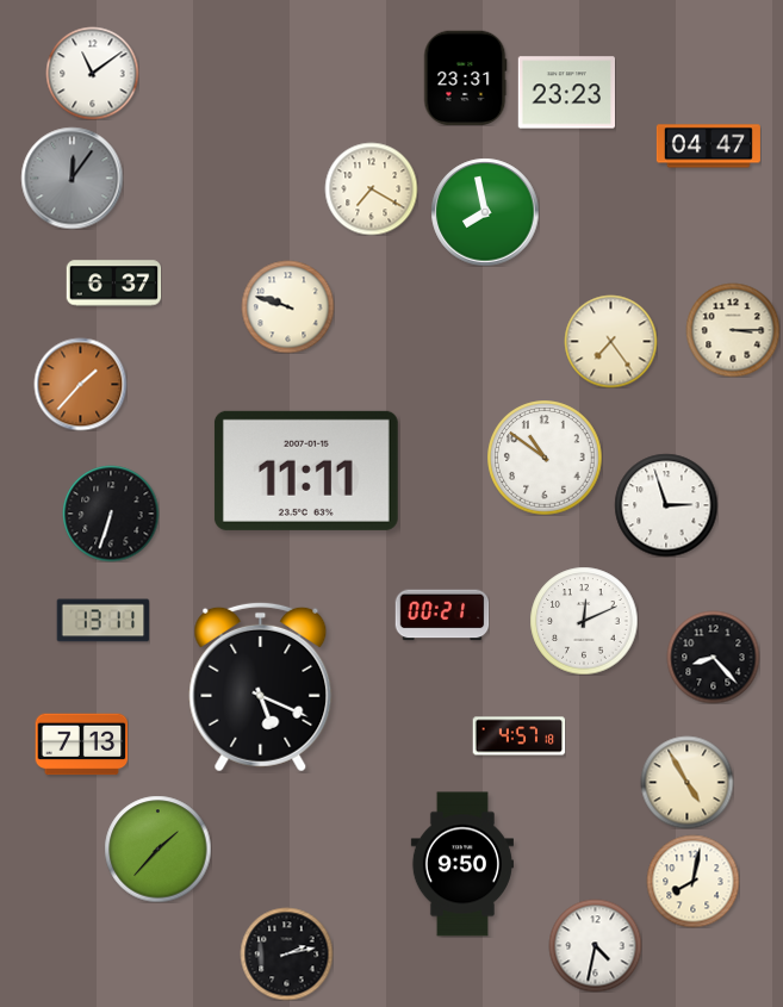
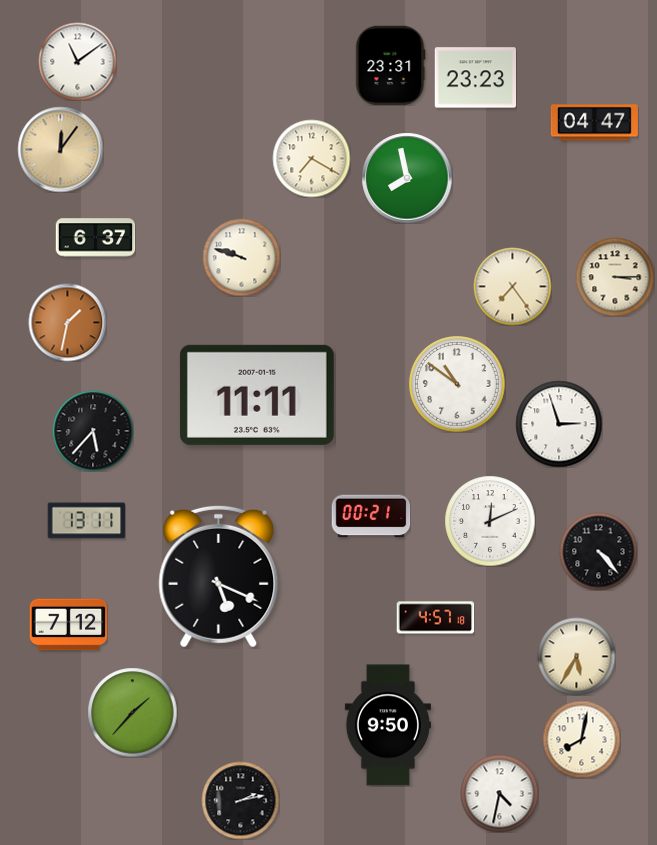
clock at (72, 178) dial: grey -> champagne
clock at (80, 384): 1:37 -> 1:32
clock at (111, 514): 6:33 -> 5:37
clock at (713, 657): 8:23 -> 4:23
clock at (81, 745): 7:13 -> 7:12
clock at (686, 782): 4:55 -> 5:35
